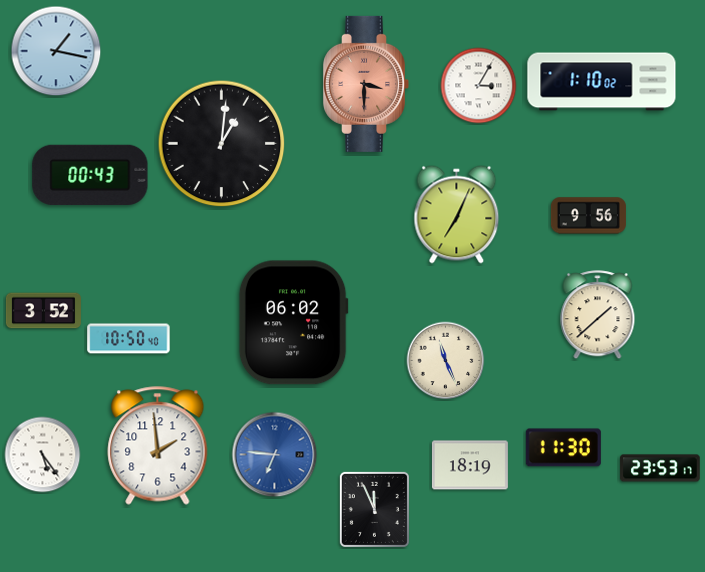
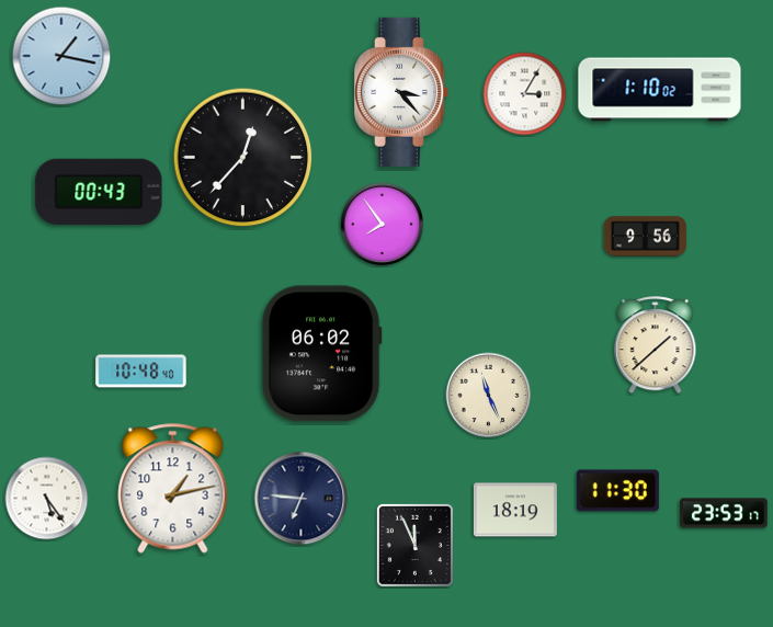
clock at (366, 84): 3:30 -> 3:23
clock at (366, 84) dial: salmon -> white
clock at (222, 144): 1:01 -> 12:37
clock at (383, 225): none -> 7:54
clock at (457, 215): 7:04 -> none
clock at (43, 311): 3:52 -> none
clock at (129, 339): 10:50 -> 10:48
clock at (158, 446): 1:59 -> 1:13
clock at (275, 455) dial: blue -> navy
clock at (374, 509) position: (374, 509) -> (414, 545)
